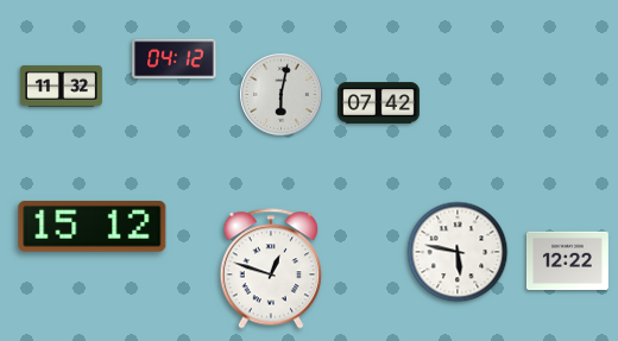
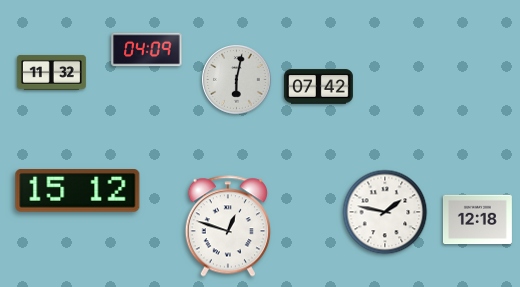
clock at (175, 59): 04:12 -> 04:09
clock at (458, 252): 5:47 -> 1:47
clock at (567, 261): 12:22 -> 12:18
